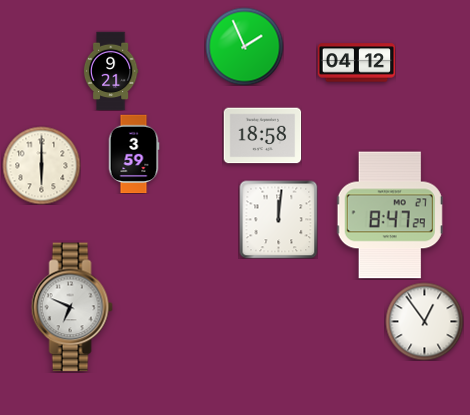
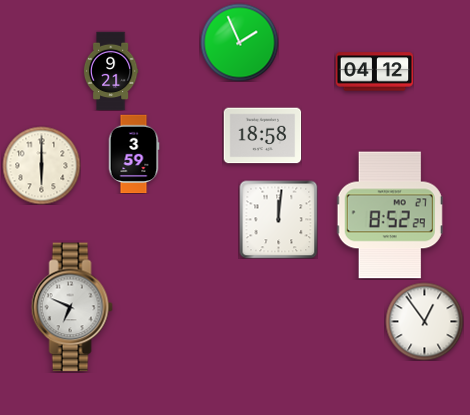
clock at (244, 46) position: (244, 46) -> (239, 42)
clock at (356, 63) position: (356, 63) -> (374, 72)
clock at (390, 215): 8:47 -> 8:52
